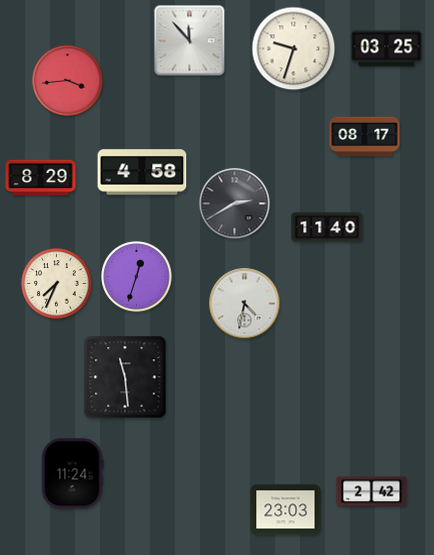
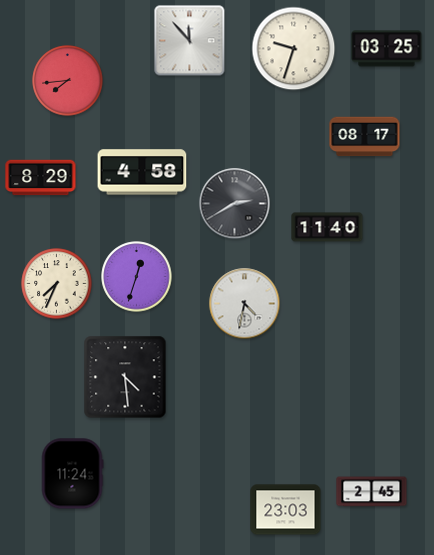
clock at (68, 81): 3:44 -> 7:44
clock at (125, 377): 11:29 -> 4:29
clock at (372, 492): 2:42 -> 2:45
